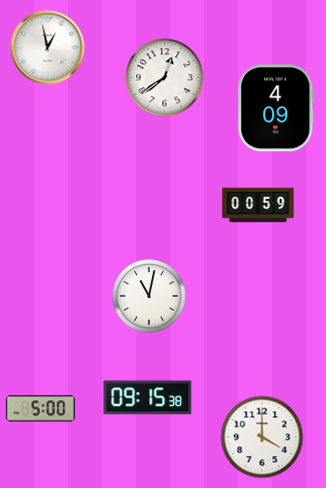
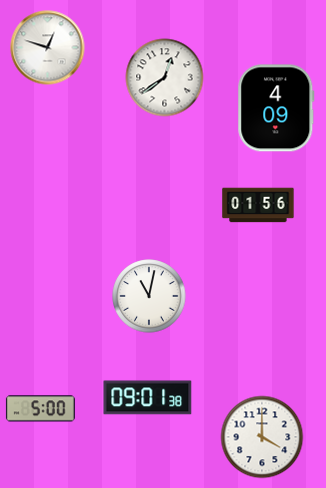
clock at (48, 48): 12:58 -> 12:48
clock at (258, 205): 00:59 -> 01:56
clock at (148, 398): 09:15 -> 09:01
